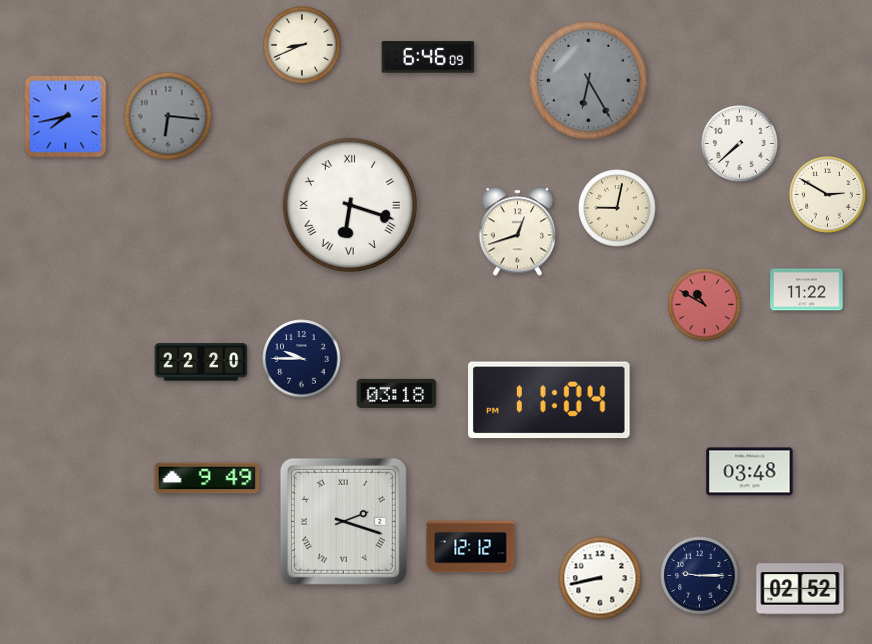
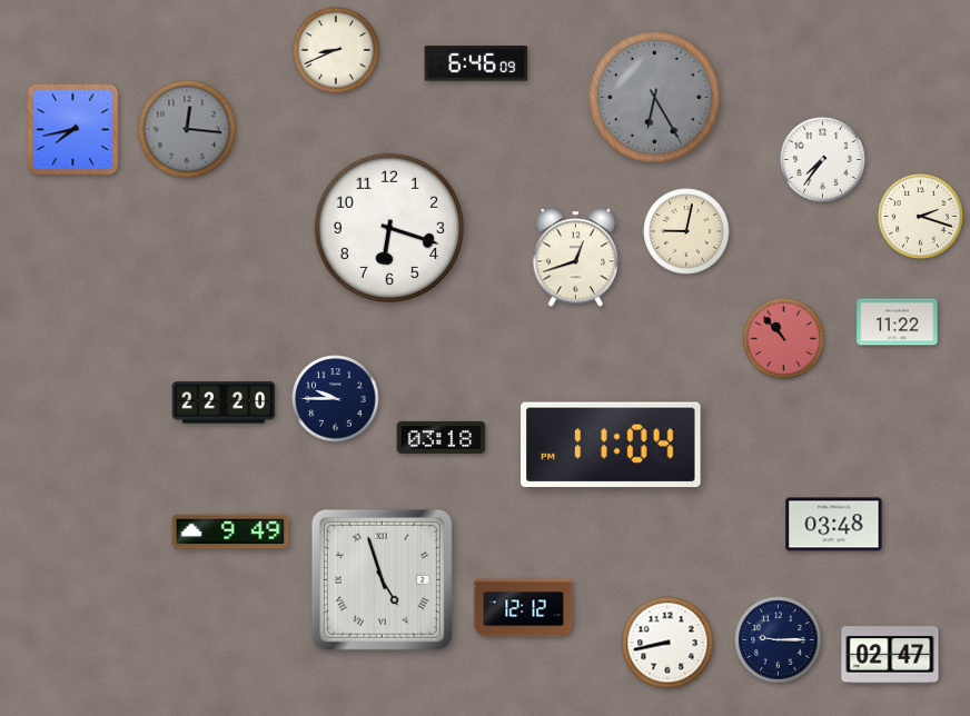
clock at (588, 80) position: (588, 80) -> (654, 97)
clock at (168, 116): 6:16 -> 12:16
clock at (740, 144): 7:38 -> 7:36
clock at (828, 195): 2:50 -> 2:18
clock at (350, 205) numerals: Roman -> Arabic
clock at (704, 304): 10:50 -> 10:53
clock at (343, 521): 2:18 -> 4:57
clock at (800, 589): 02:52 -> 02:47
